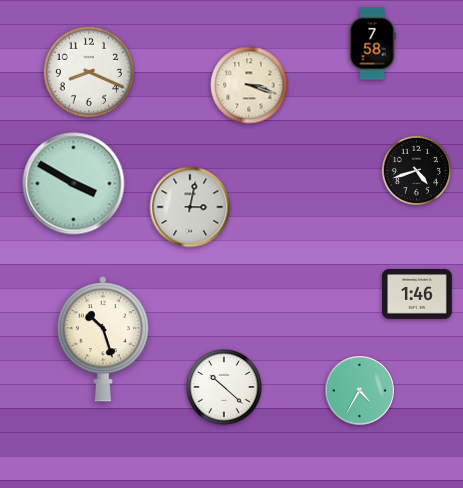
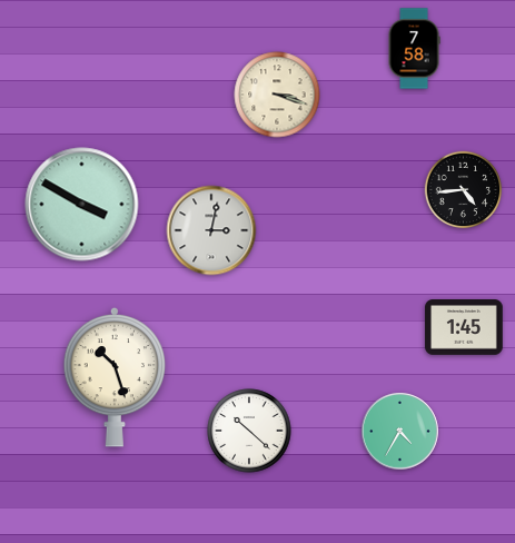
clock at (89, 72): 8:19 -> none
clock at (417, 171): 4:42 -> 4:44
clock at (417, 295): 1:46 -> 1:45
clock at (360, 391) position: (360, 391) -> (400, 432)
